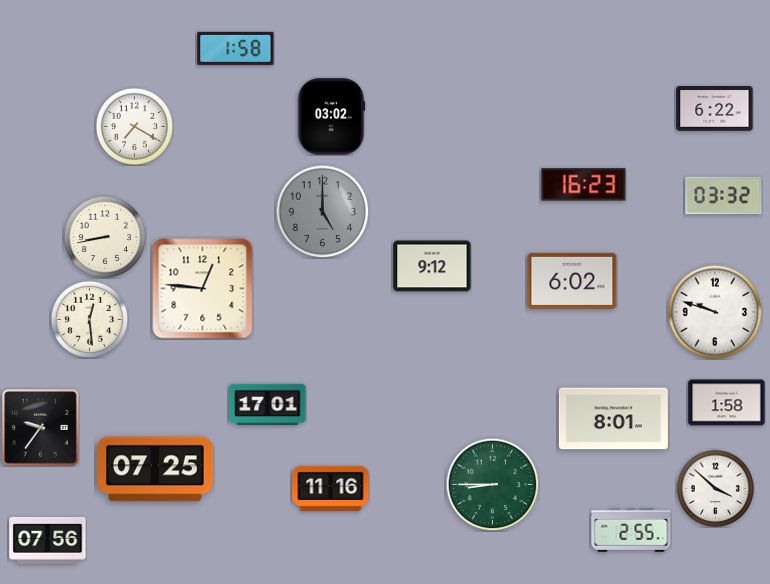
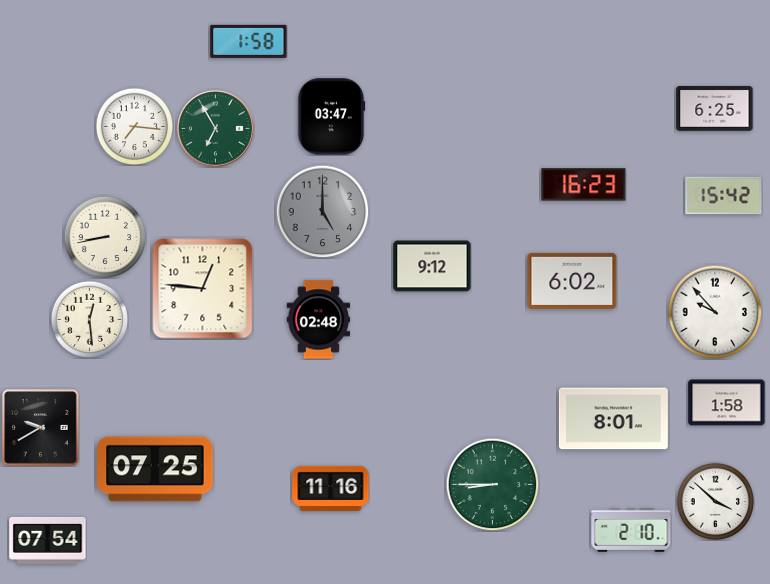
clock at (236, 48) position: (236, 48) -> (249, 41)
clock at (715, 109): 6:22 -> 6:25
clock at (331, 117): 03:02 -> 03:47
clock at (134, 126): 7:20 -> 7:16
clock at (215, 128): none -> 6:55
clock at (724, 196): 03:32 -> 15:42
clock at (715, 312): 9:48 -> 9:53
clock at (319, 320): none -> 02:48
clock at (268, 404): 17:01 -> none
clock at (41, 428): 9:36 -> 9:40
clock at (715, 488) position: (715, 488) -> (715, 501)
clock at (631, 530): 2:55 -> 2:10
clock at (48, 540): 07:56 -> 07:54
